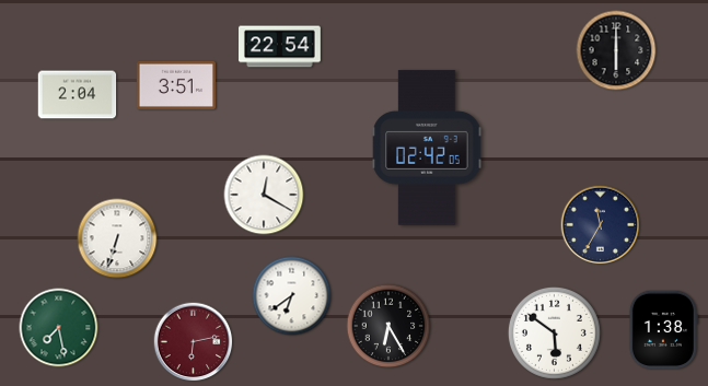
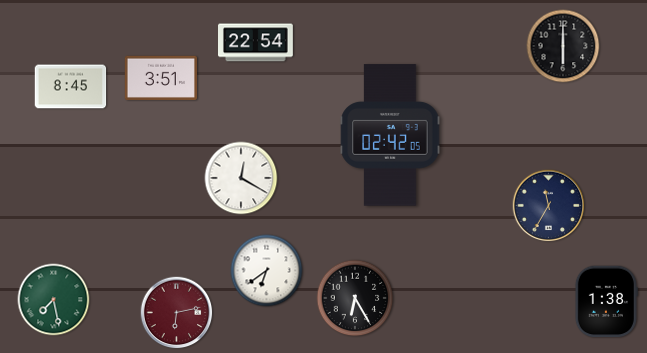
clock at (78, 95): 2:04 -> 8:45
clock at (117, 238): 6:33 -> none
clock at (554, 332): 5:51 -> none
